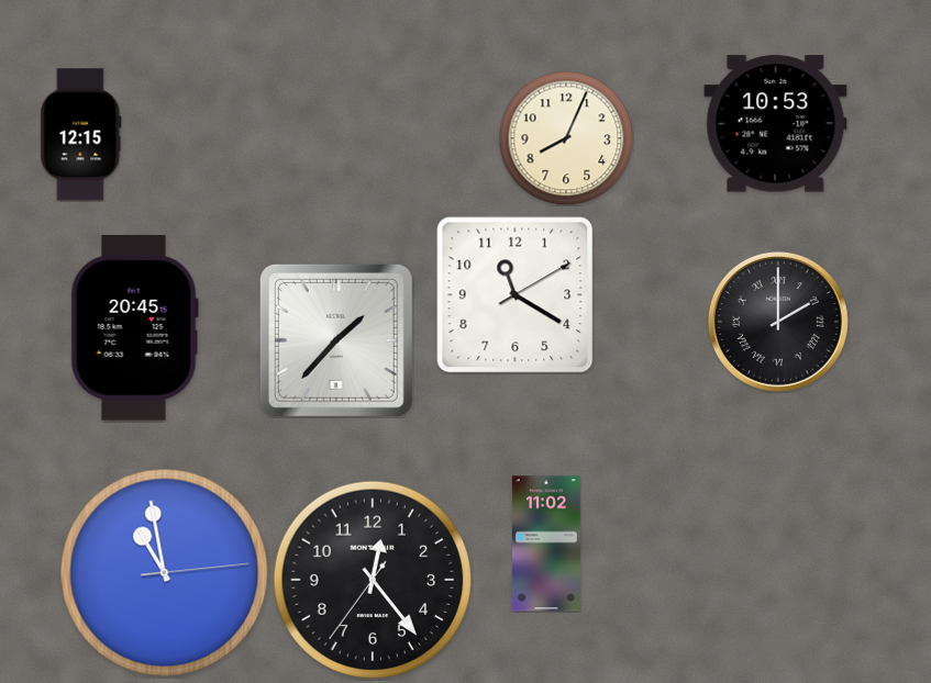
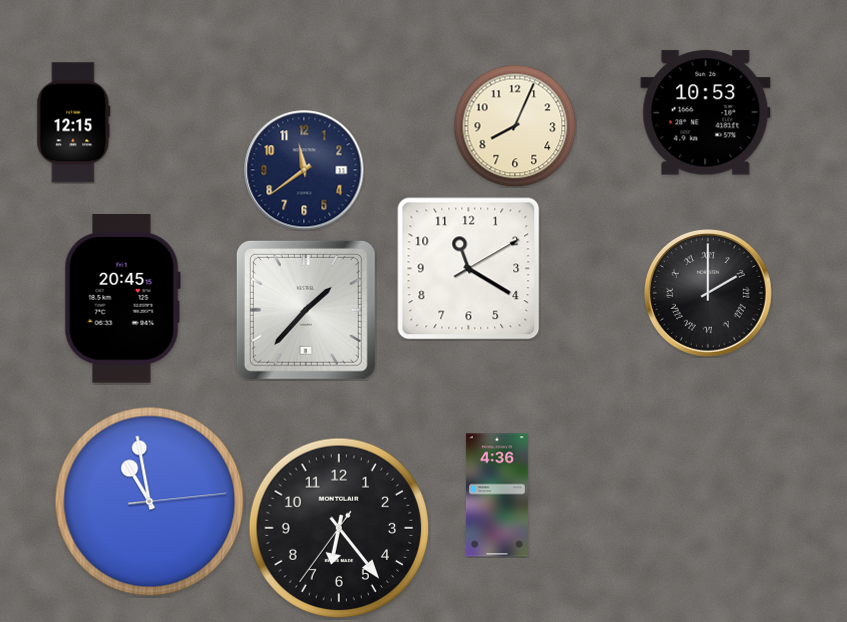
clock at (304, 170): none -> 11:39
clock at (546, 544): 11:02 -> 4:36
clock at (165, 573) position: (165, 573) -> (150, 502)
clock at (373, 580): 12:23 -> 6:23
